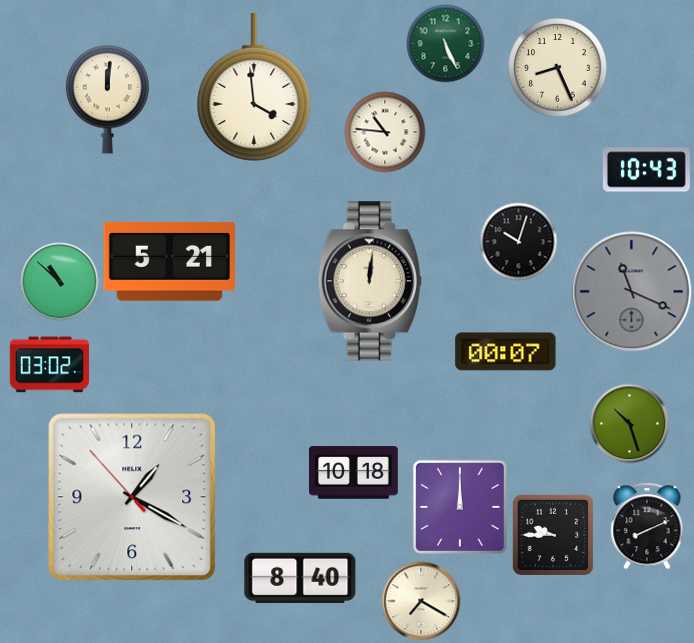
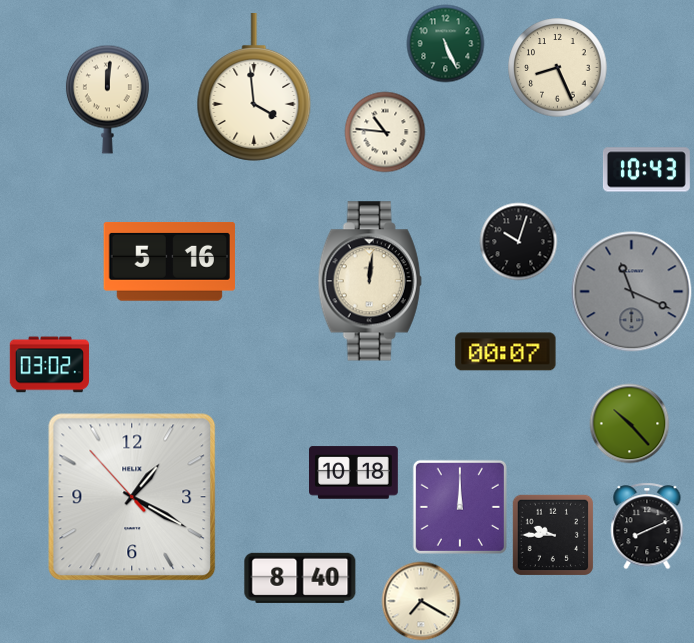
clock at (169, 262): 5:21 -> 5:16
clock at (59, 281): 10:52 -> none
clock at (629, 423): 10:27 -> 10:23
